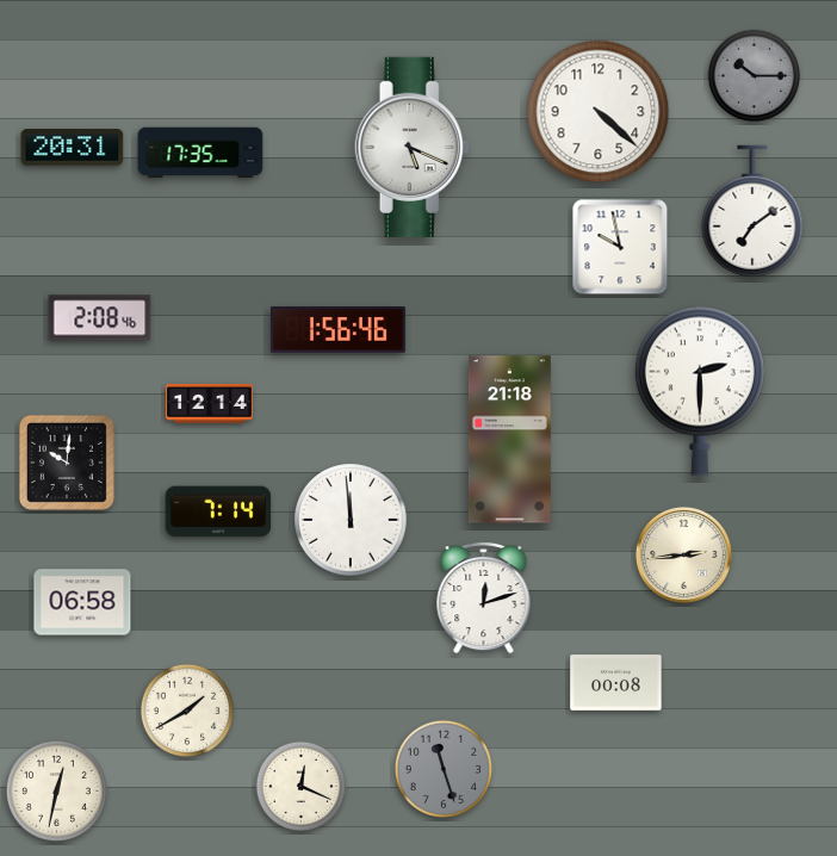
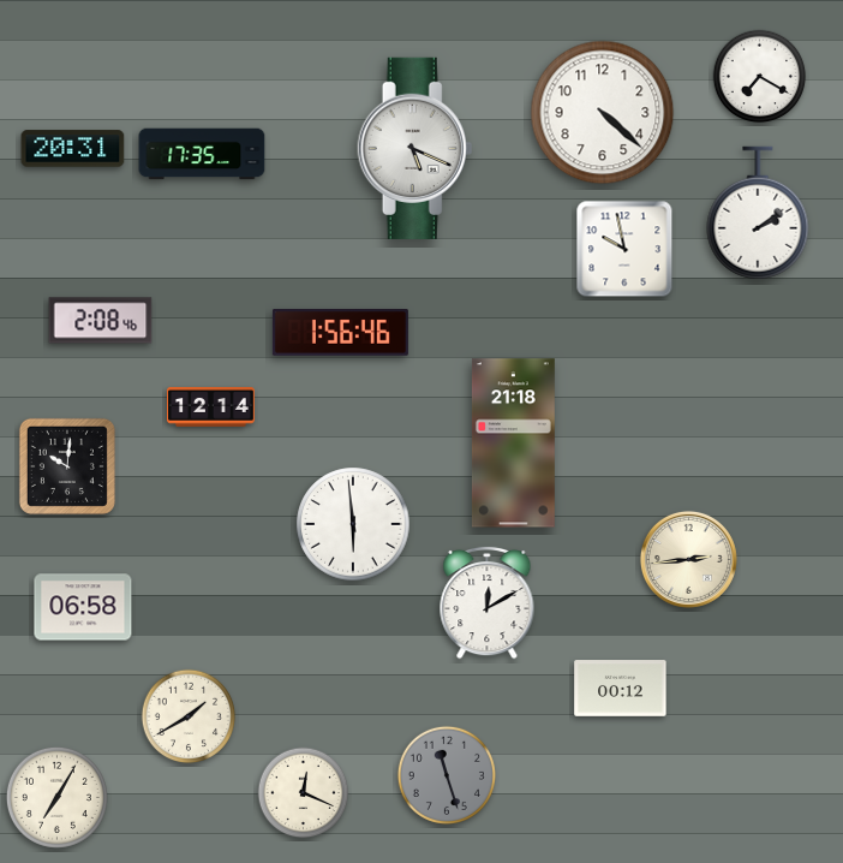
clock at (755, 76): 10:15 -> 7:20
clock at (755, 76) dial: grey -> white
clock at (752, 211): 7:09 -> 2:09
clock at (700, 391): 2:30 -> none
clock at (218, 511): 7:14 -> none
clock at (351, 520): 11:59 -> 5:59
clock at (484, 597): 12:12 -> 12:10
clock at (616, 683): 00:08 -> 00:12
clock at (56, 790): 12:32 -> 7:05
